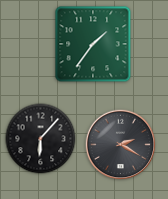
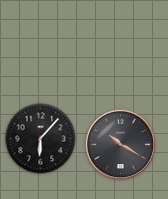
clock at (93, 44): 1:36 -> none
clock at (121, 145): 2:20 -> 10:20
